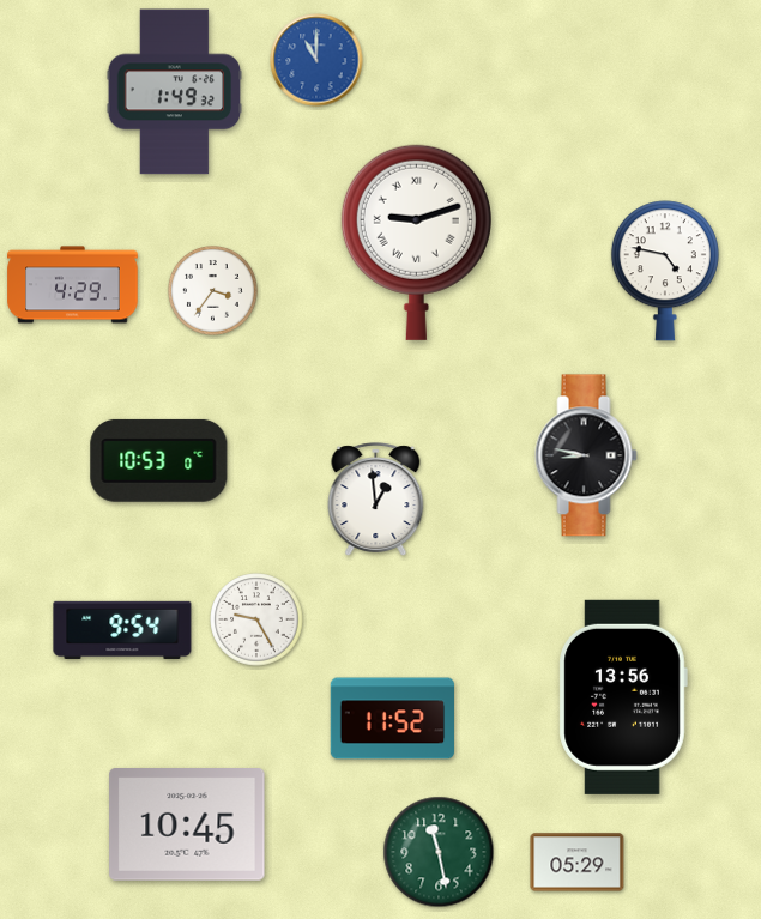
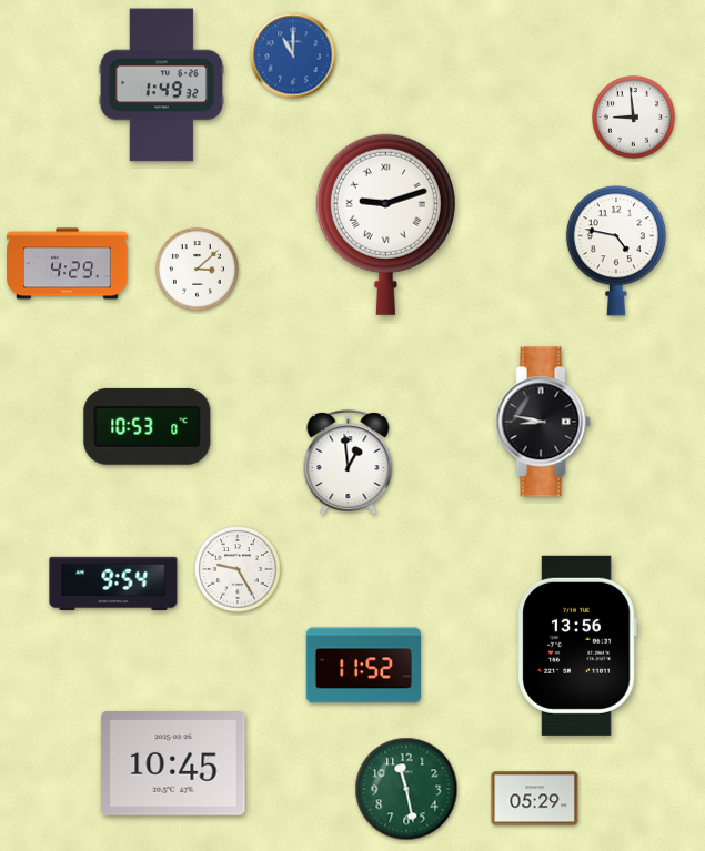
clock at (634, 118): none -> 8:59
clock at (213, 291): 3:36 -> 3:08
clock at (256, 619) position: (256, 619) -> (238, 569)
